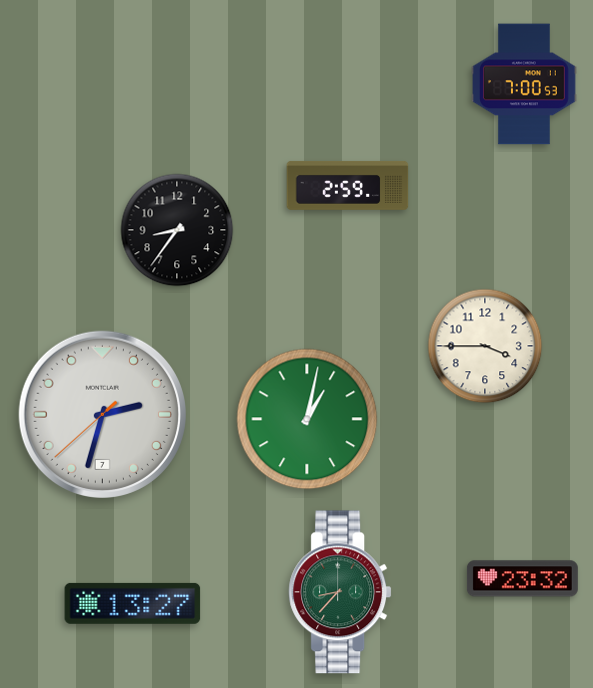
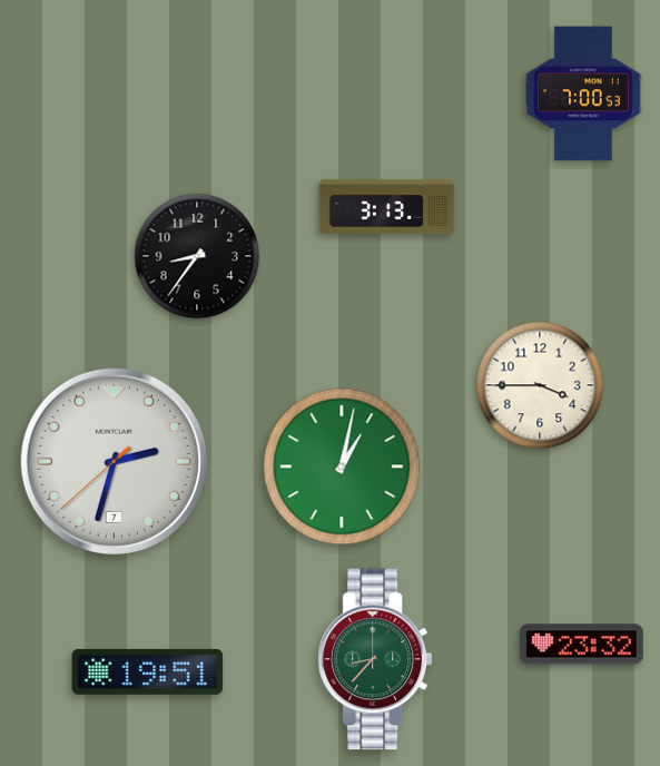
clock at (348, 185): 2:59 -> 3:13
clock at (340, 592) position: (340, 592) -> (375, 659)
clock at (133, 603): 13:27 -> 19:51
